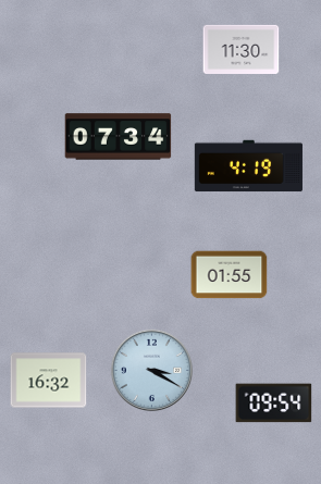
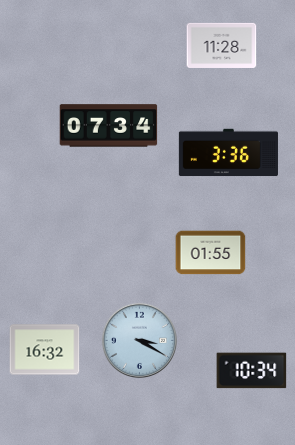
clock at (242, 49): 11:30 -> 11:28
clock at (248, 166): 4:19 -> 3:36
clock at (274, 404): 09:54 -> 10:34
